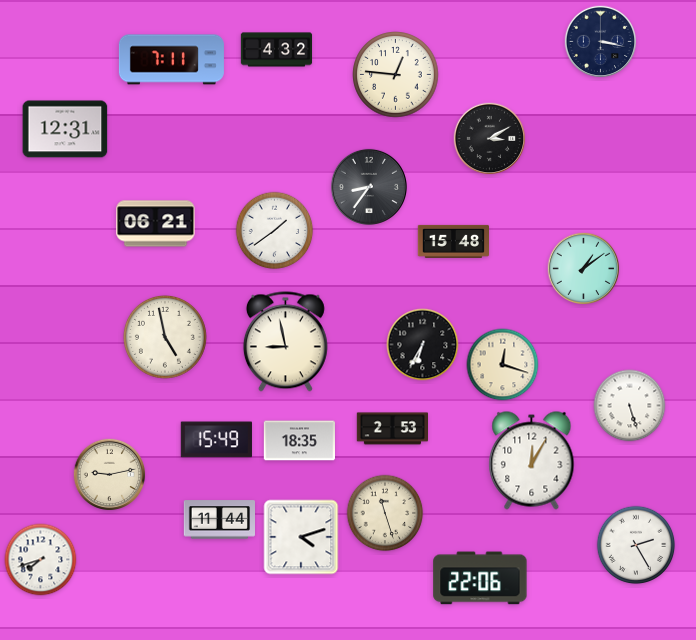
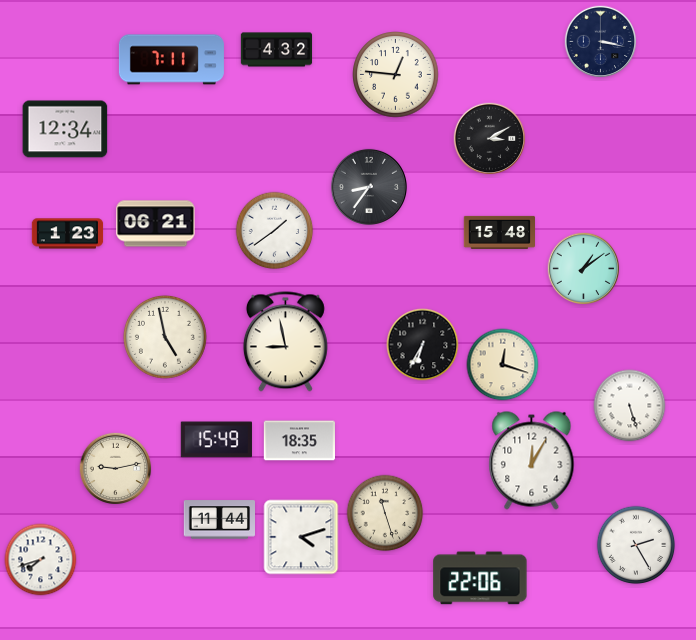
clock at (65, 129): 12:31 -> 12:34
clock at (68, 234): none -> 1:23
clock at (453, 241) position: (453, 241) -> (499, 232)
clock at (392, 429): 2:53 -> none
clock at (110, 475) position: (110, 475) -> (116, 469)
